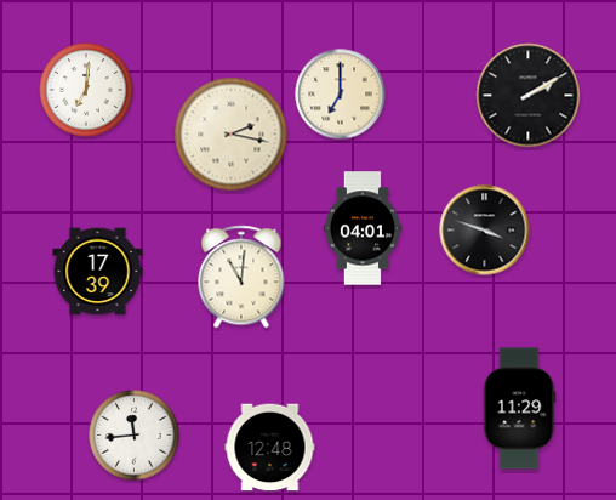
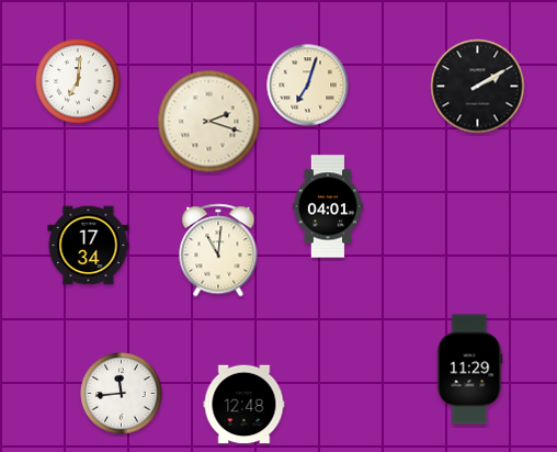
clock at (341, 95): 7:00 -> 7:03
clock at (232, 135): 2:17 -> 2:18
clock at (485, 231): 3:48 -> none
clock at (98, 272): 17:39 -> 17:34
